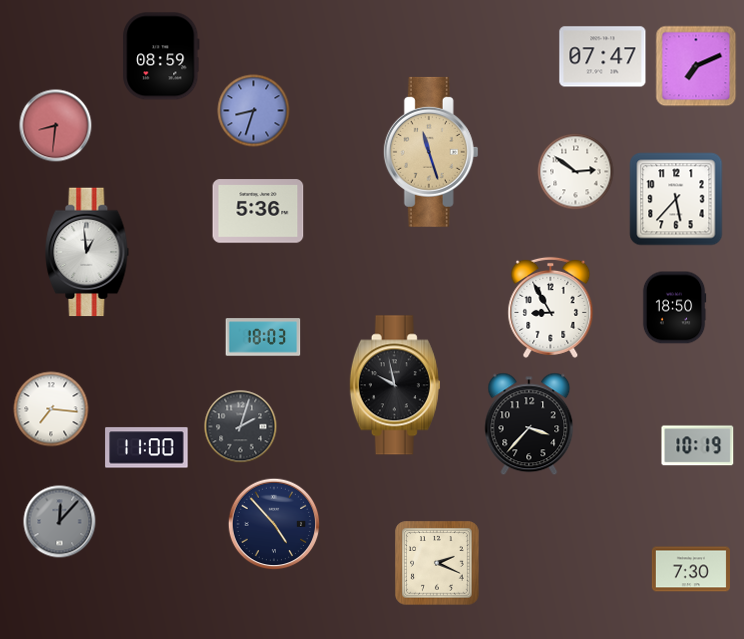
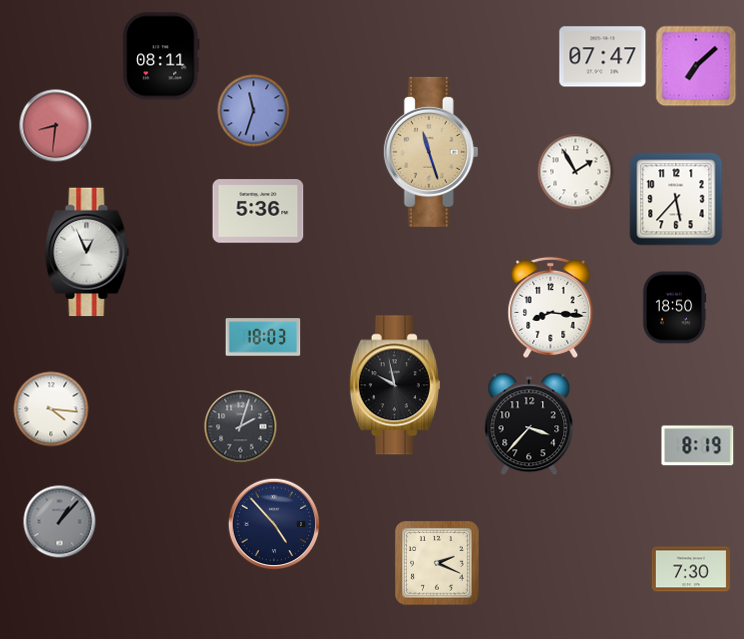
clock at (161, 56): 08:59 -> 08:11
clock at (696, 66): 7:11 -> 7:08
clock at (254, 111): 8:33 -> 11:33
clock at (576, 172): 2:51 -> 1:55
clock at (87, 252): 12:59 -> 12:56
clock at (551, 307): 8:55 -> 8:16
clock at (51, 409): 7:16 -> 4:16
clock at (698, 446): 10:19 -> 8:19
clock at (147, 448): 11:00 -> none
clock at (60, 522): 12:07 -> 1:07
